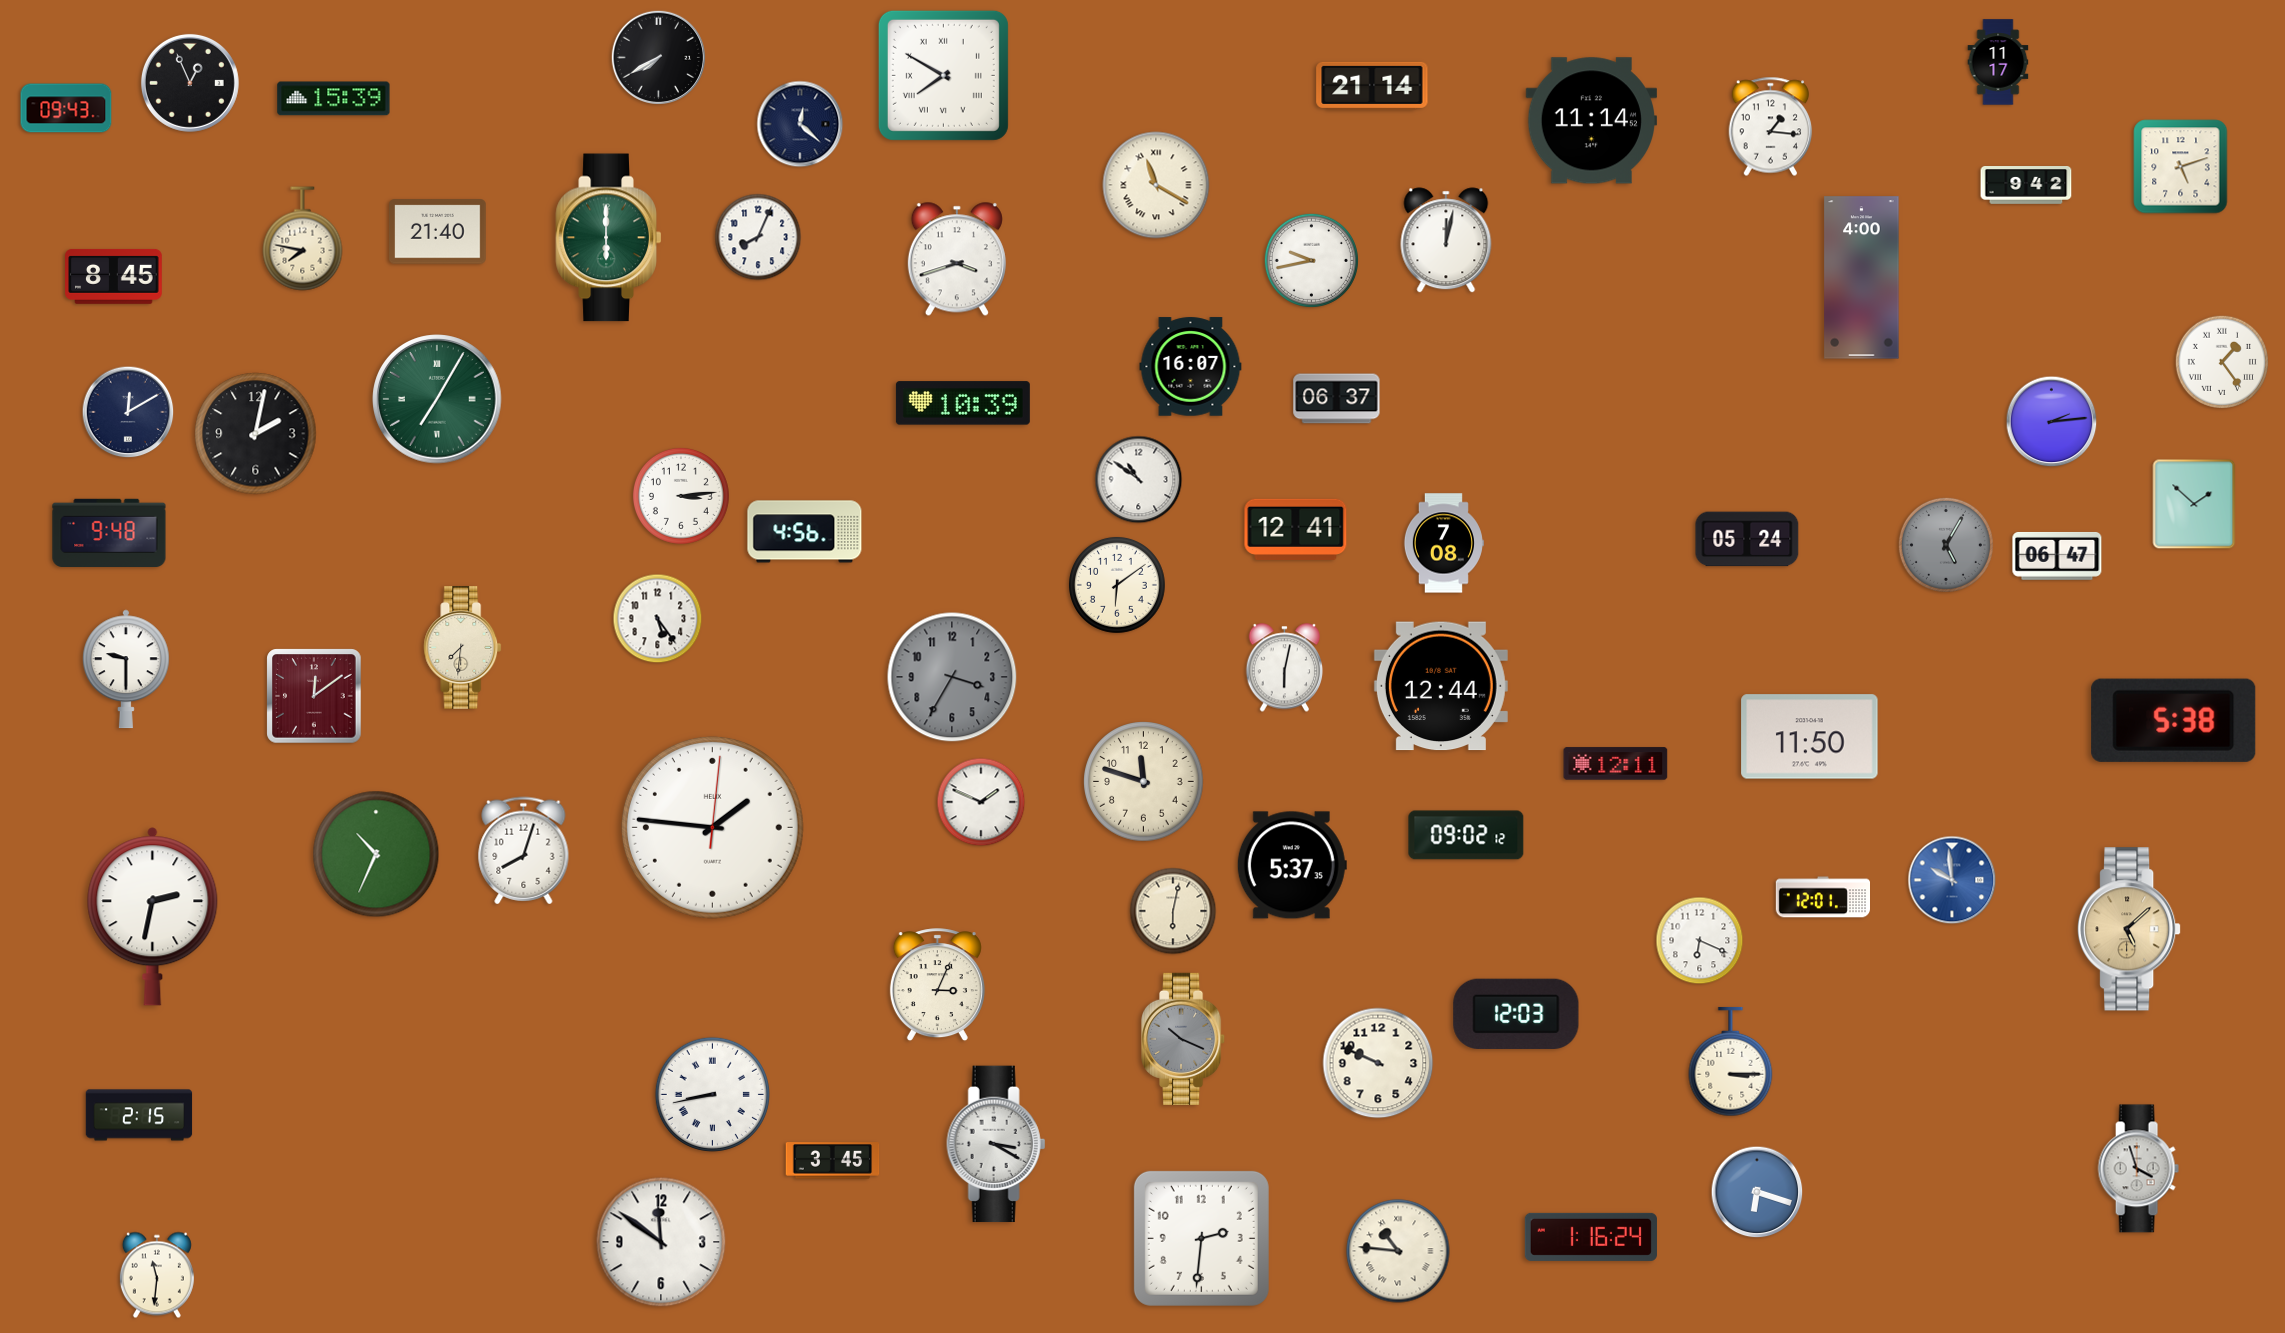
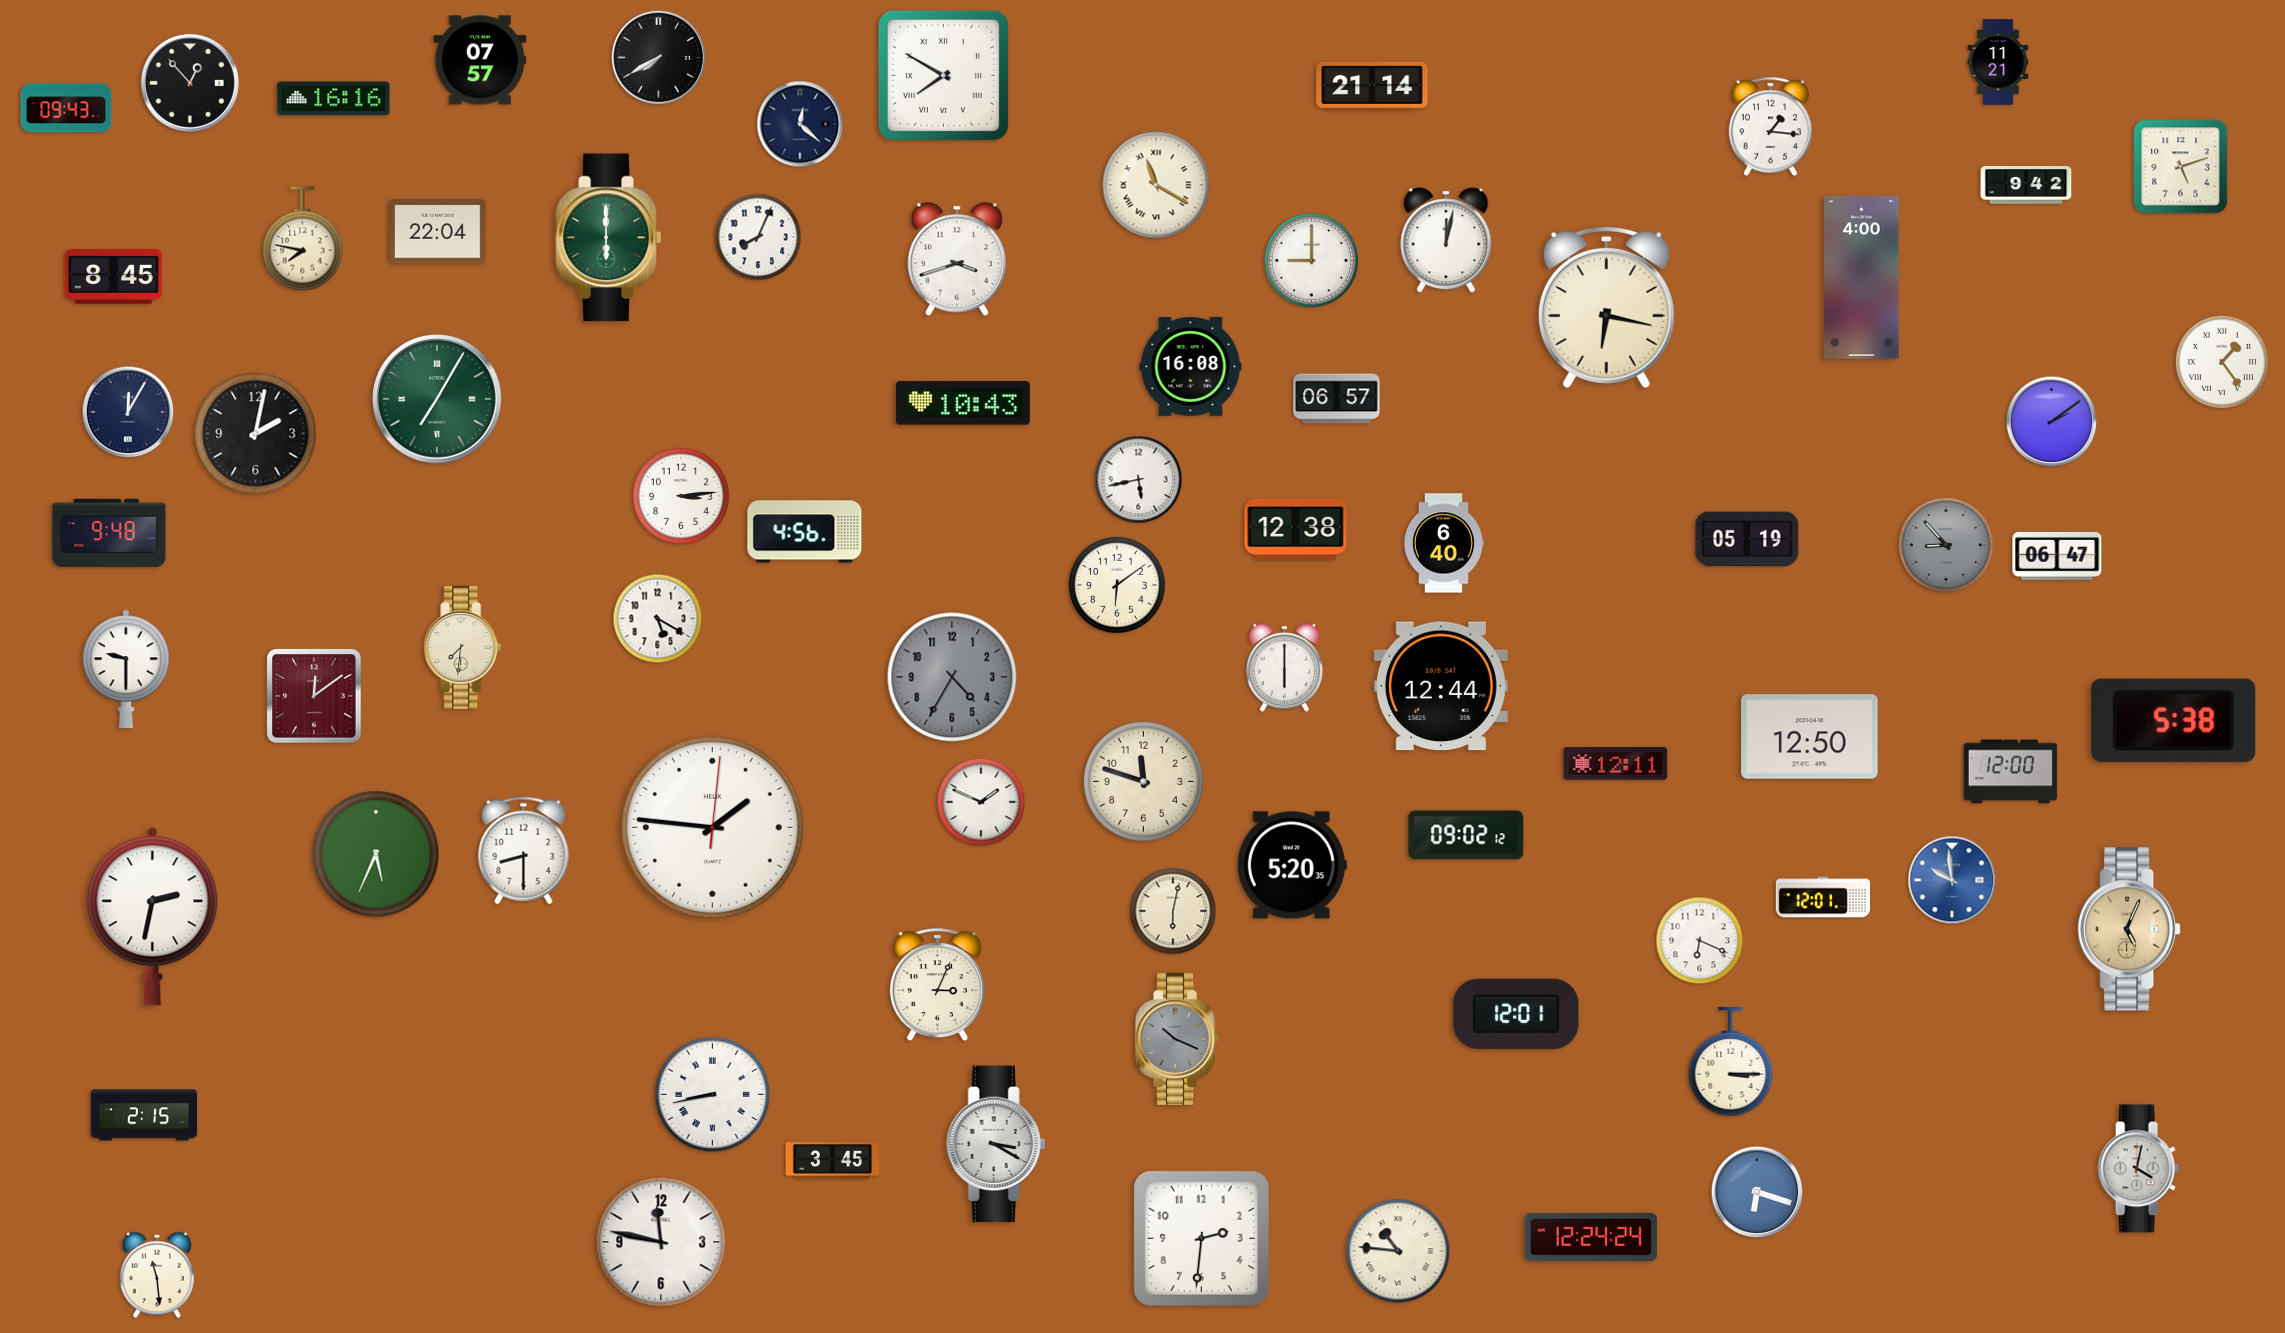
clock at (480, 60): none -> 07:57
clock at (1998, 62): 11:17 -> 11:21
clock at (190, 83): 12:56 -> 12:53
clock at (334, 99): 15:39 -> 16:16
clock at (1591, 121): 11:14 -> none
clock at (438, 232): 21:40 -> 22:04
clock at (1311, 260): 9:43 -> 9:00
clock at (1606, 307): none -> 6:17
clock at (1191, 367): 16:07 -> 16:08
clock at (1337, 399): 06:37 -> 06:57
clock at (963, 403): 10:39 -> 10:43
clock at (128, 412): 12:10 -> 12:05
clock at (2052, 422): 2:14 -> 2:09
clock at (1139, 480): 10:51 -> 5:43
clock at (2194, 504): 1:52 -> none
clock at (1296, 529): 12:41 -> 12:38
clock at (1747, 539): 05:24 -> 05:19
clock at (1443, 543): 7:08 -> 6:40
clock at (1946, 545): 5:05 -> 8:53
clock at (658, 619): 5:24 -> 5:20
clock at (1285, 668): 6:02 -> 6:00
clock at (952, 677): 3:35 -> 4:35
clock at (1810, 737): 11:50 -> 12:50
clock at (2011, 772): none -> 12:00
clock at (524, 851): 8:03 -> 8:30
clock at (376, 854): 10:34 -> 5:34
clock at (1292, 865): 5:37 -> 5:20
clock at (2129, 929): 5:08 -> 5:04
clock at (1516, 1014): 12:03 -> 12:01
clock at (1184, 1039) position: (1184, 1039) -> (1178, 1039)
clock at (1378, 1063): 9:49 -> none
clock at (139, 1115) position: (139, 1115) -> (144, 1115)
clock at (2138, 1169): 3:57 -> 4:02
clock at (1591, 1237): 1:16 -> 12:24
clock at (661, 1242): 11:51 -> 11:47
clock at (157, 1275): 11:31 -> 11:29
